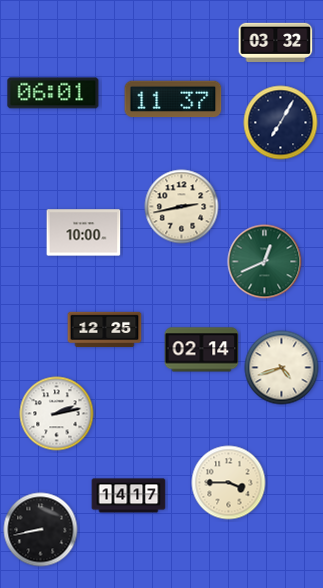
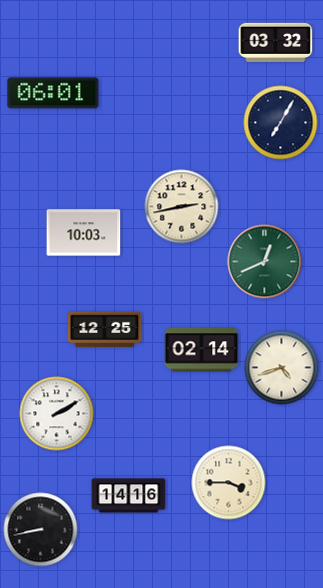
clock at (173, 99): 11:37 -> none
clock at (84, 233): 10:00 -> 10:03
clock at (57, 414): 2:13 -> 2:10
clock at (129, 496): 14:17 -> 14:16
